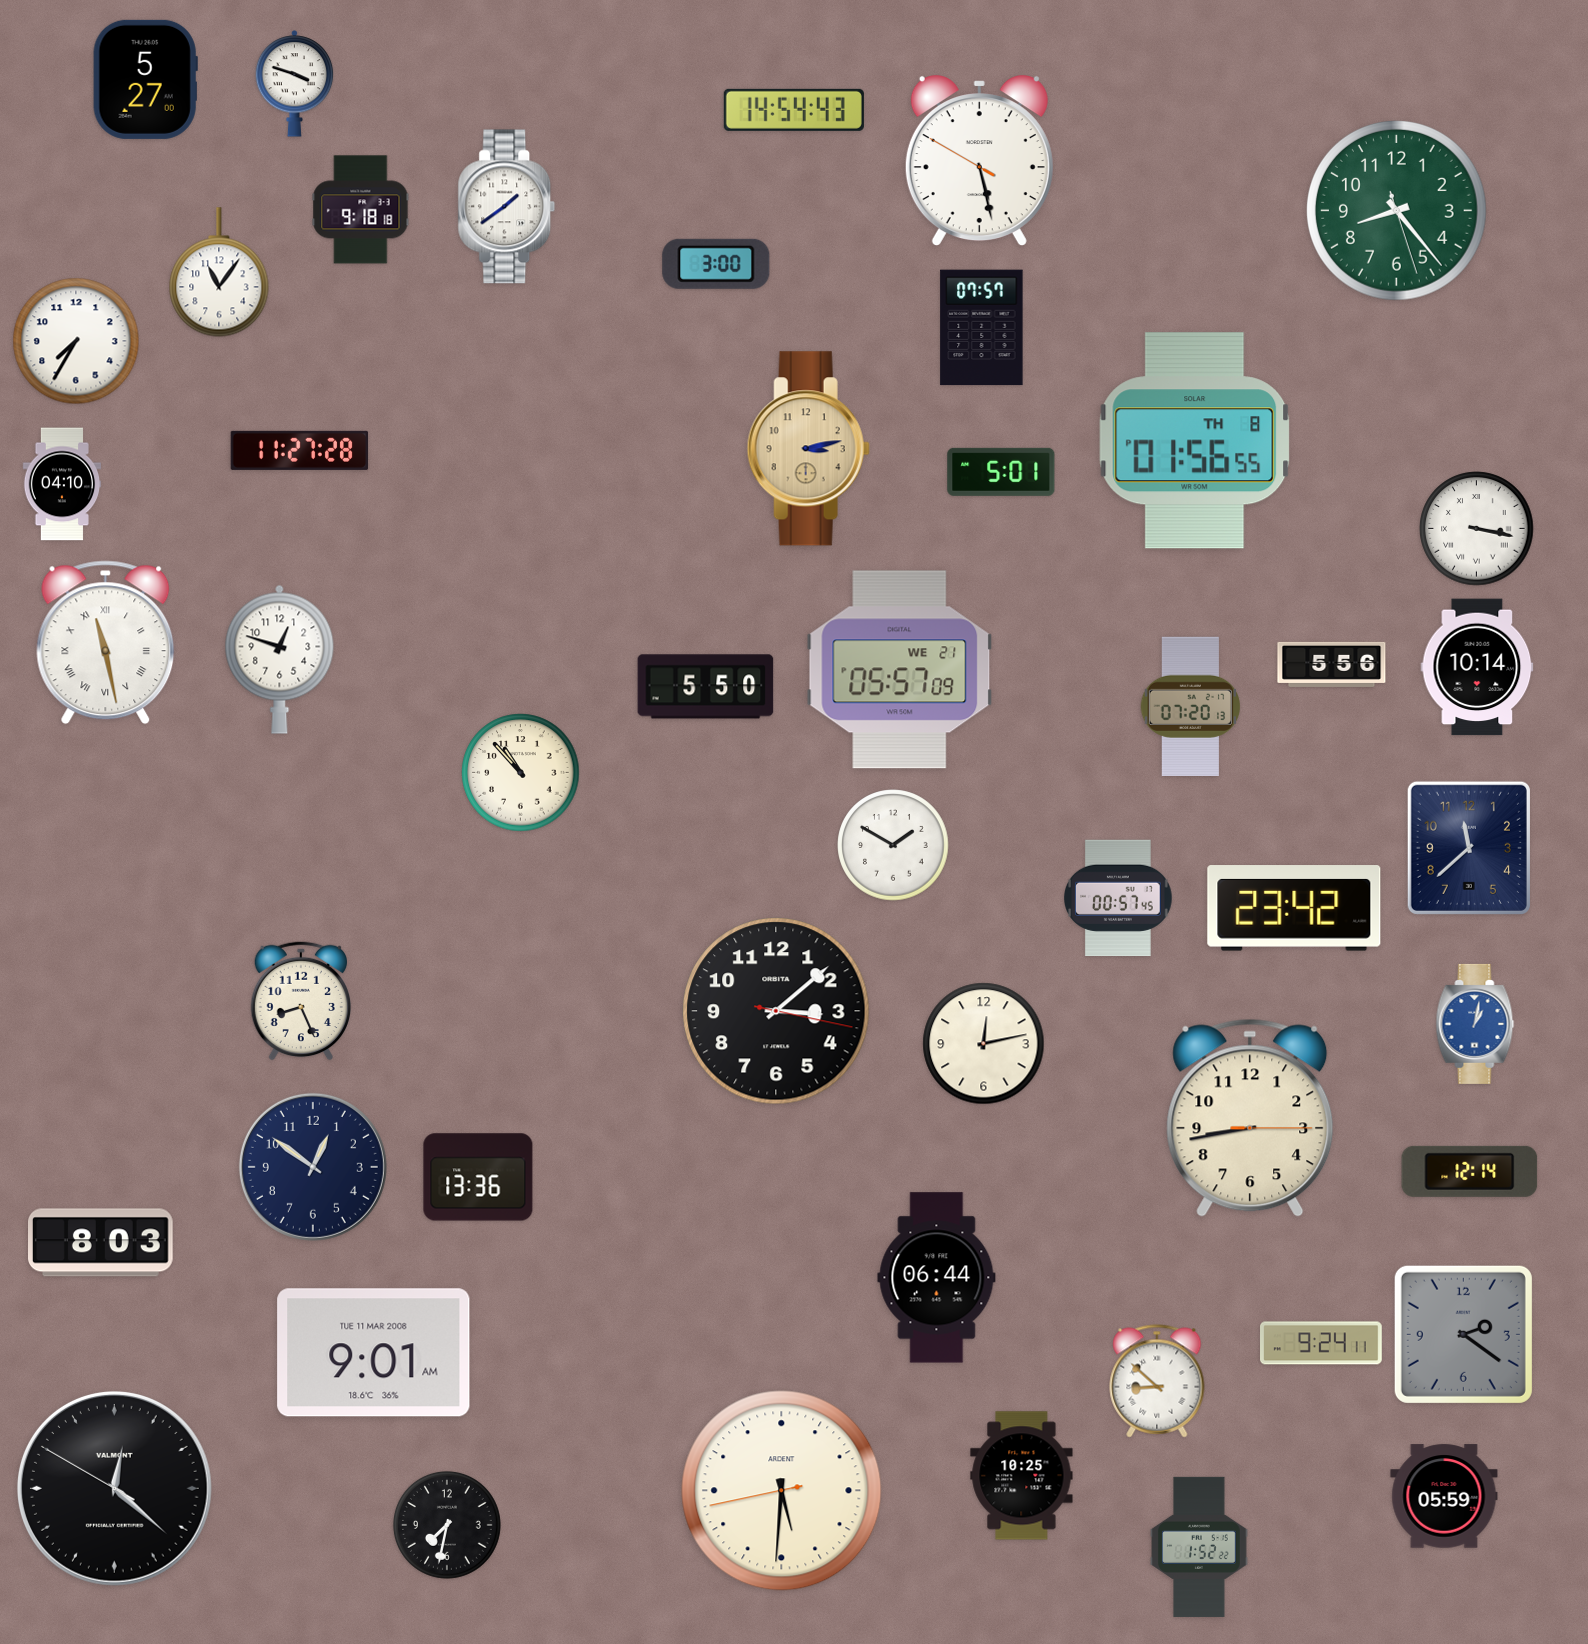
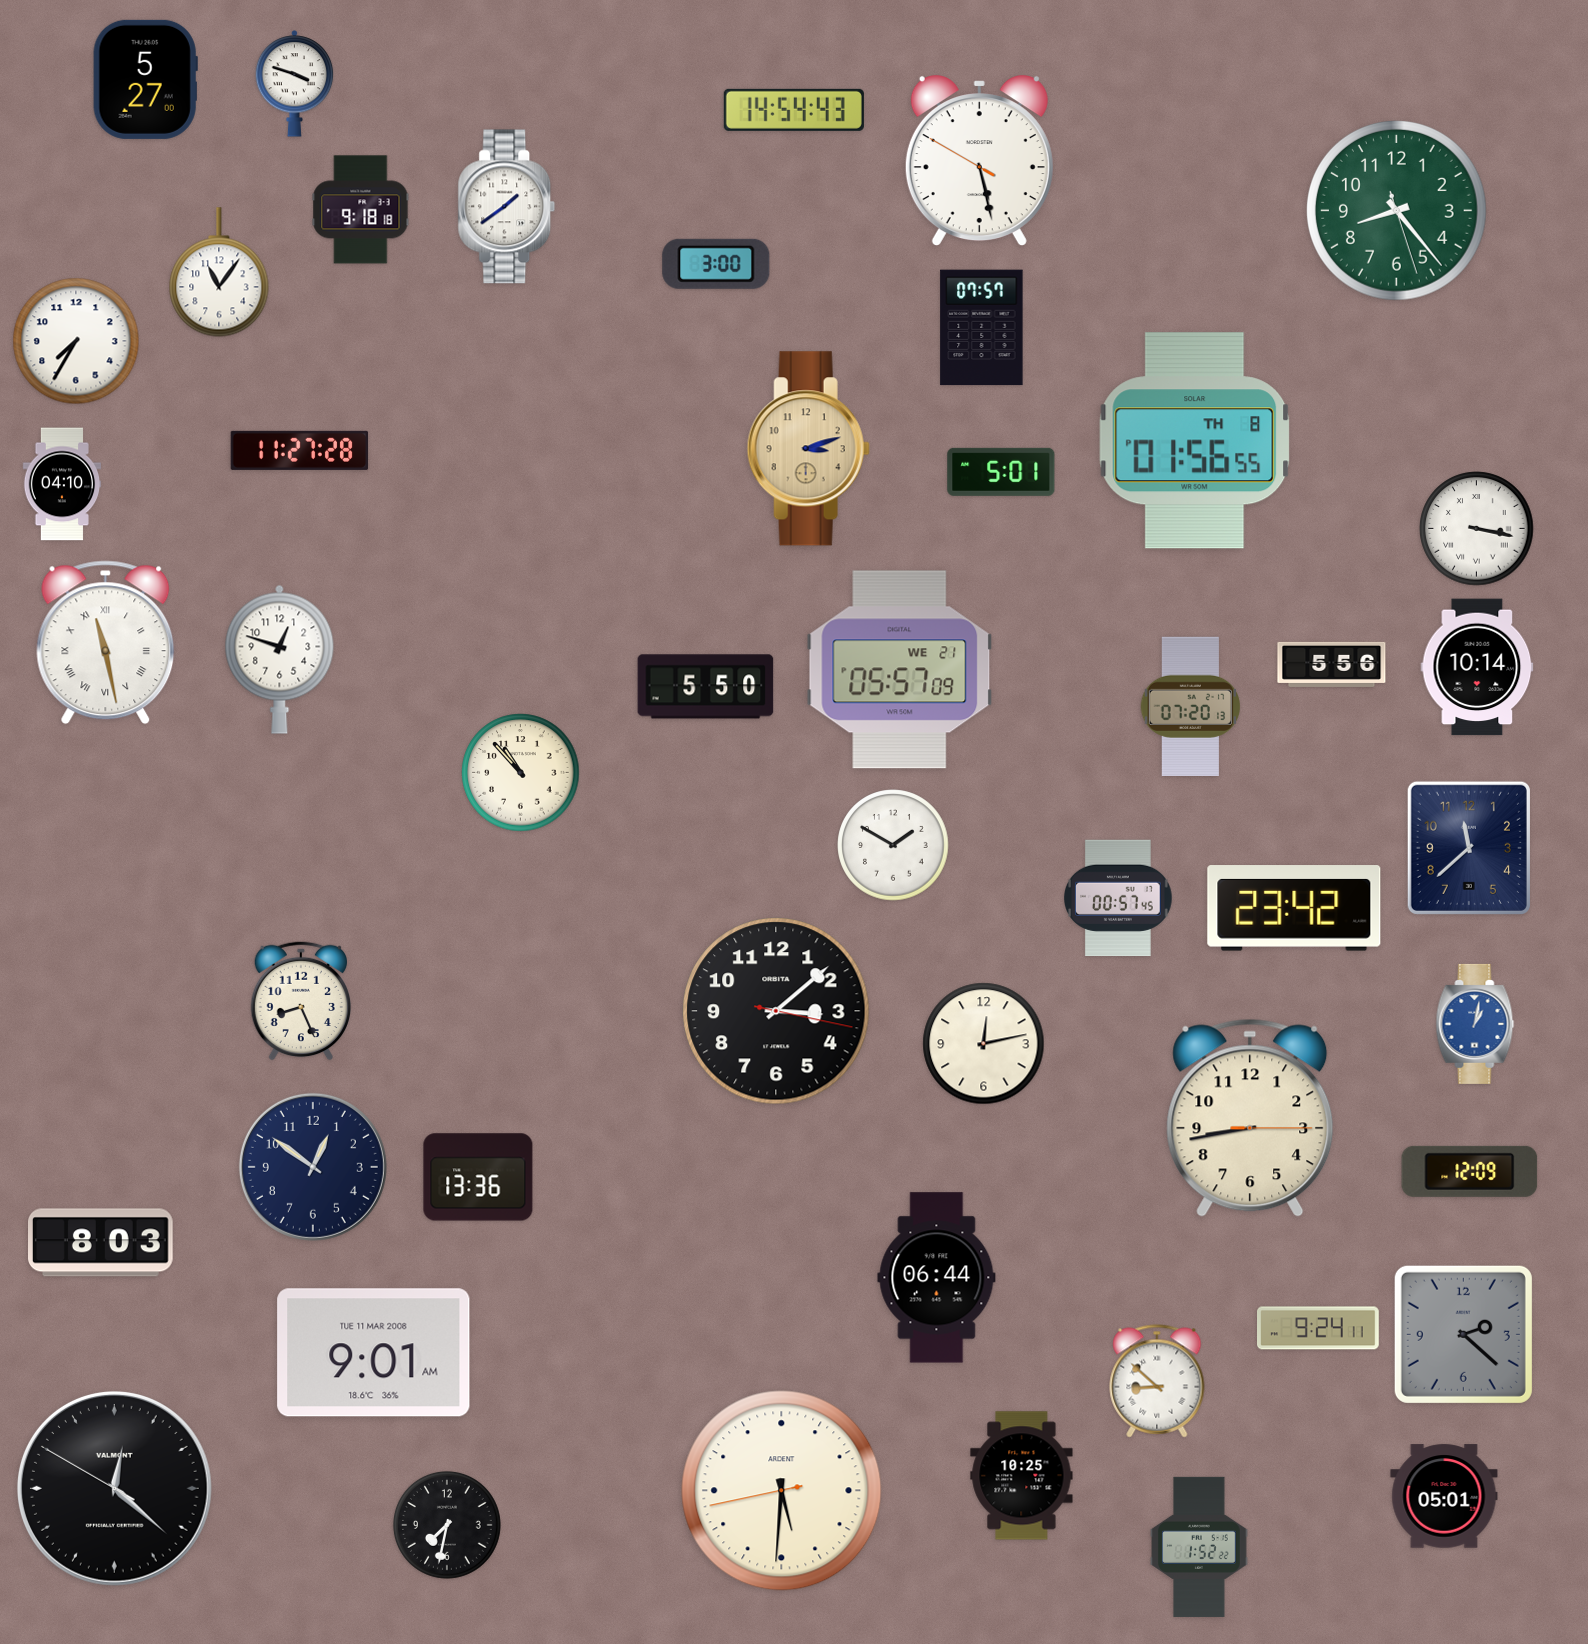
clock at (808, 449): 3:13 -> 3:12
clock at (1470, 1171): 12:14 -> 12:09
clock at (1463, 1334): 2:21 -> 2:22
clock at (1322, 1343) position: (1322, 1343) -> (1319, 1328)
clock at (1444, 1496): 05:59 -> 05:01
